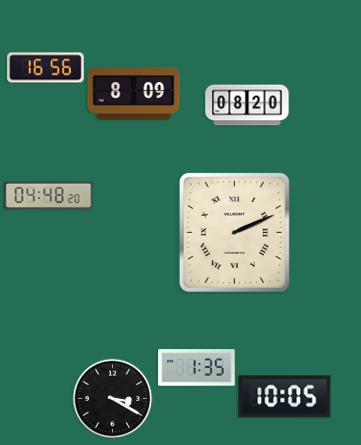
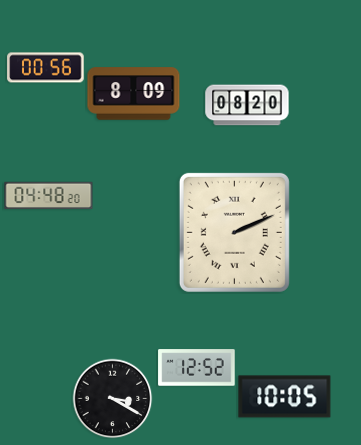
clock at (46, 68): 16:56 -> 00:56
clock at (197, 368): 1:35 -> 12:52
